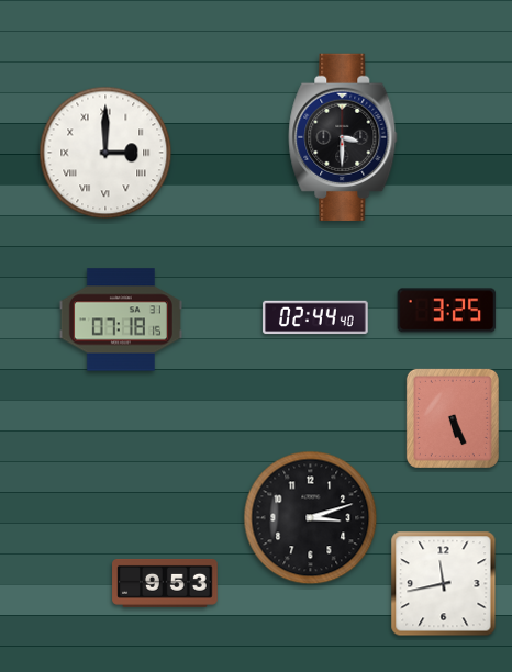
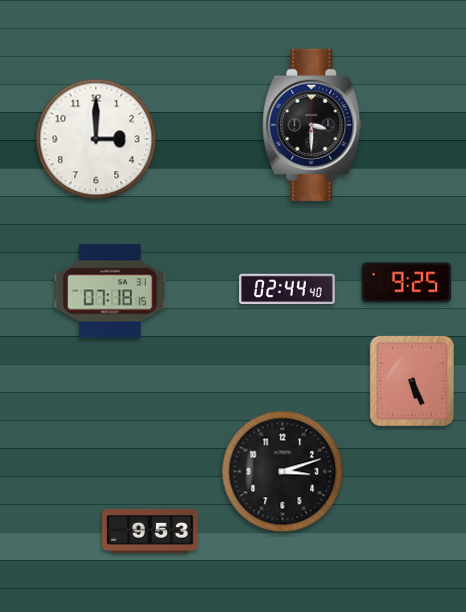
clock at (105, 153) numerals: Roman -> Arabic
clock at (447, 311): 3:25 -> 9:25
clock at (444, 584): 11:43 -> none
